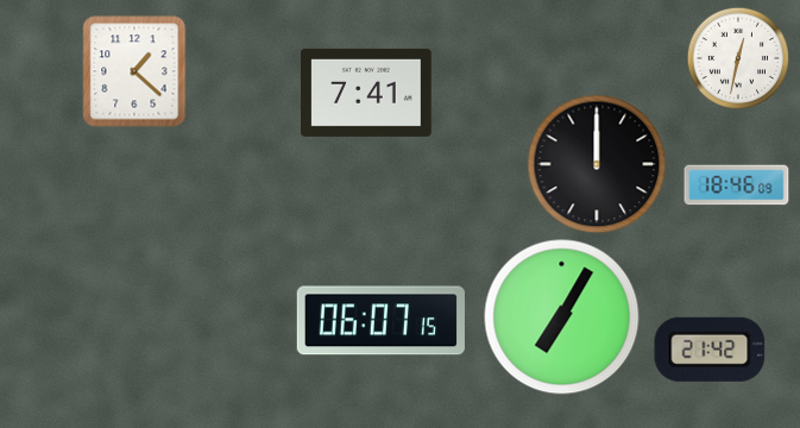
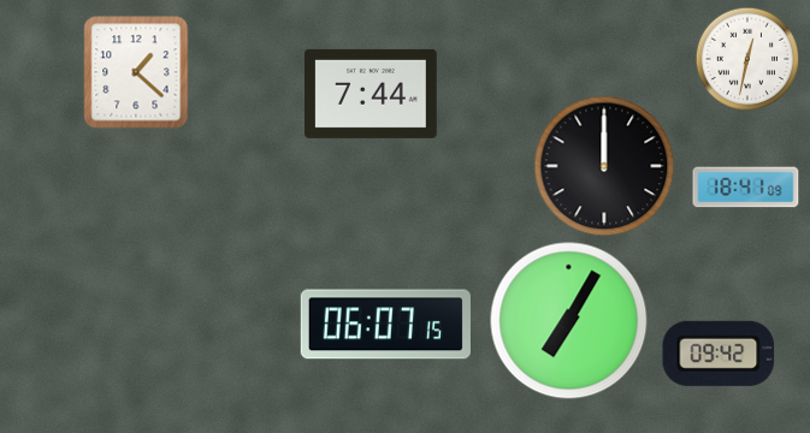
clock at (366, 93): 7:41 -> 7:44
clock at (737, 185): 18:46 -> 18:41
clock at (710, 350): 21:42 -> 09:42
